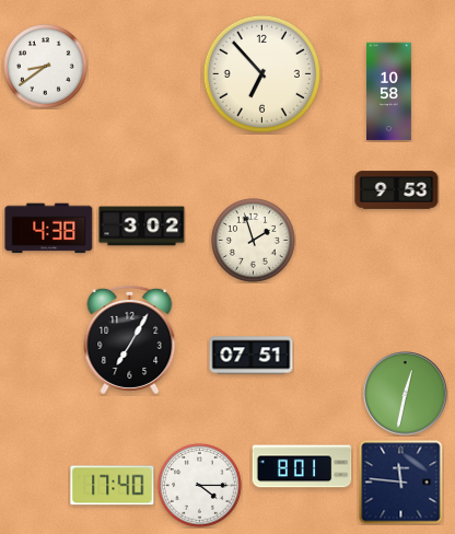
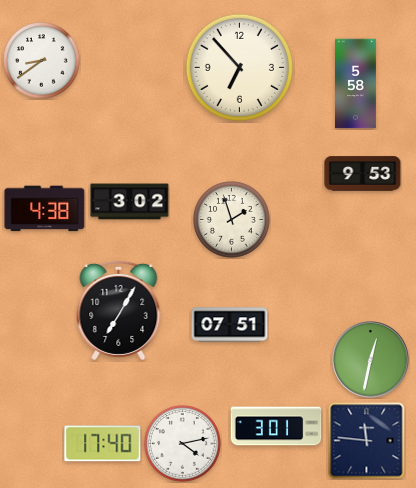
clock at (389, 92): 10:58 -> 5:58
clock at (142, 227) position: (142, 227) -> (130, 202)
clock at (302, 466): 8:01 -> 3:01
clock at (200, 486): 4:15 -> 4:13
